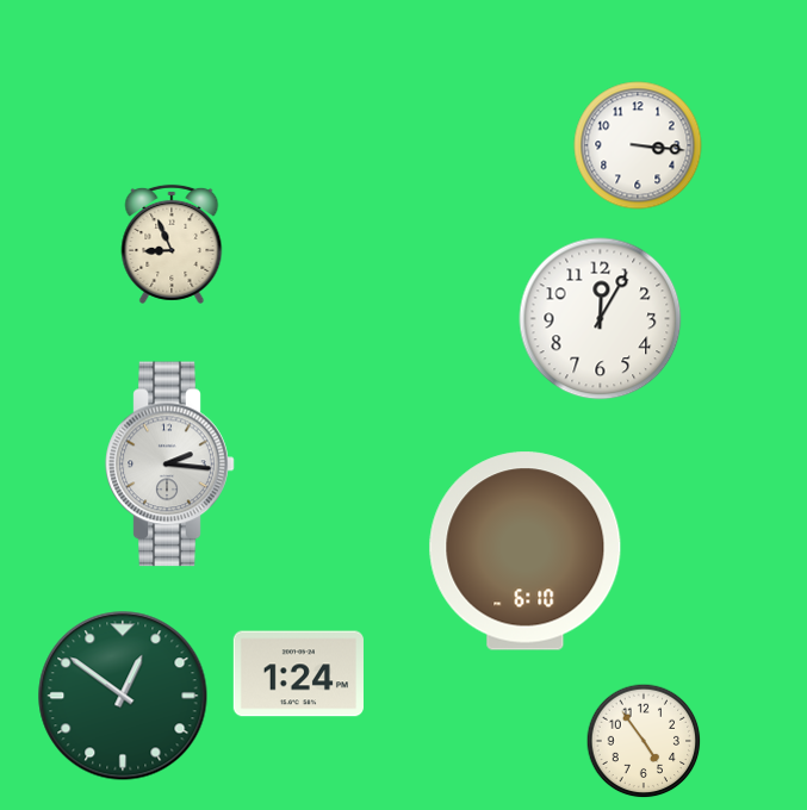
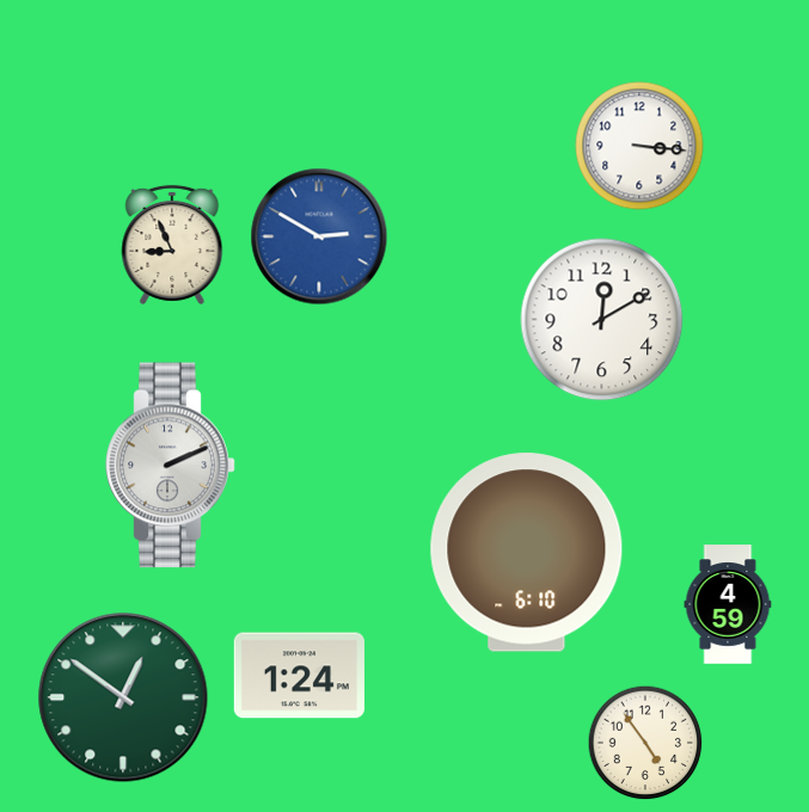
clock at (319, 236): none -> 2:50
clock at (601, 319): 12:05 -> 12:10
clock at (170, 465): 2:16 -> 2:11
clock at (728, 604): none -> 4:59
